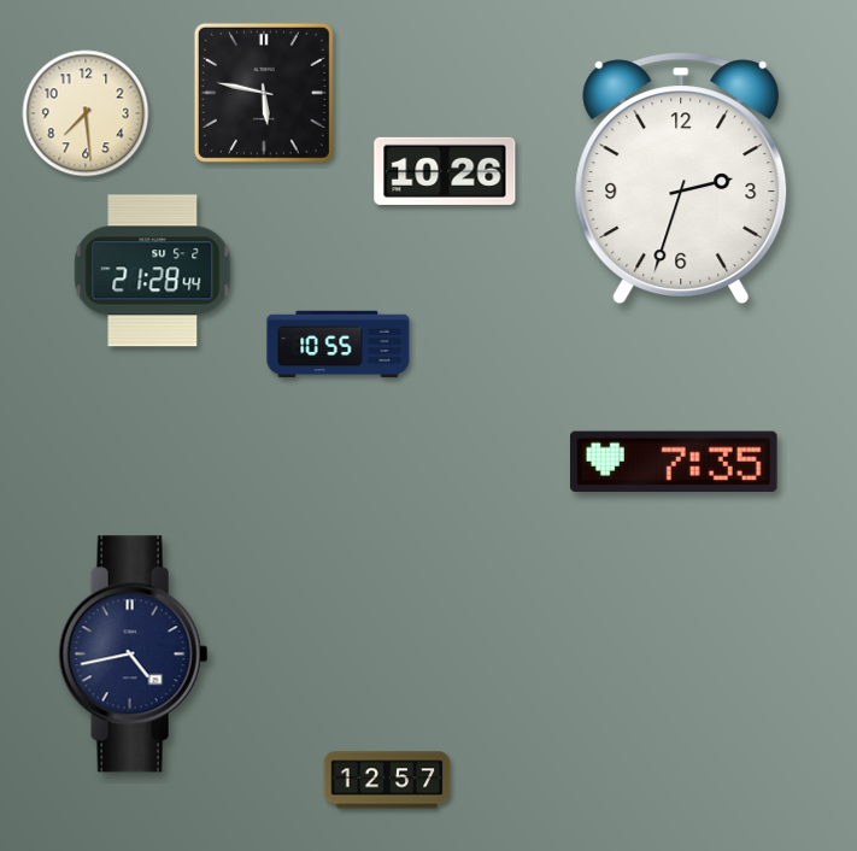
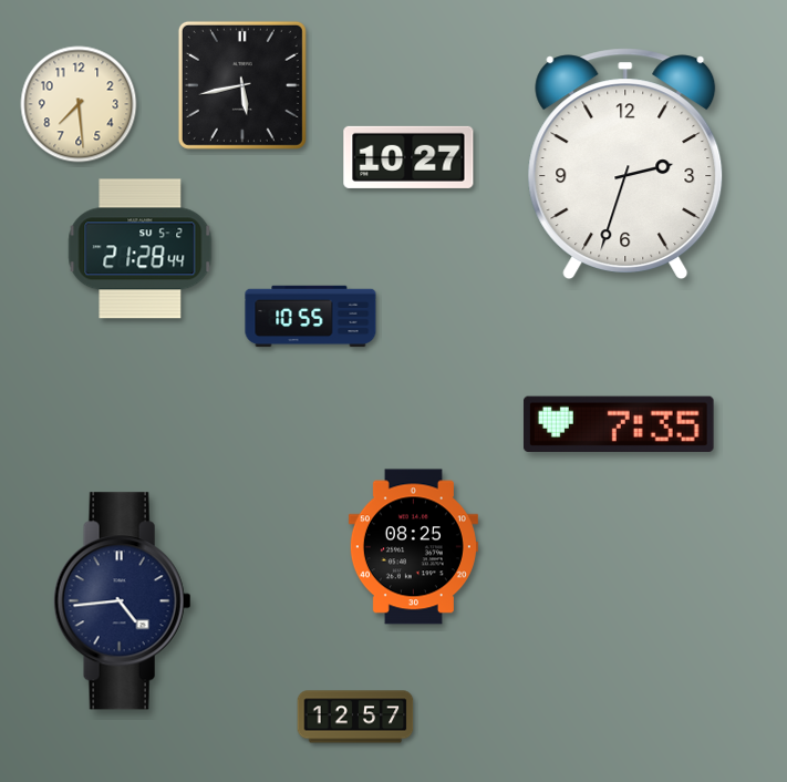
clock at (264, 93): 5:47 -> 5:43
clock at (445, 171): 10:26 -> 10:27
clock at (413, 547): none -> 08:25
clock at (134, 655): 4:43 -> 4:44
